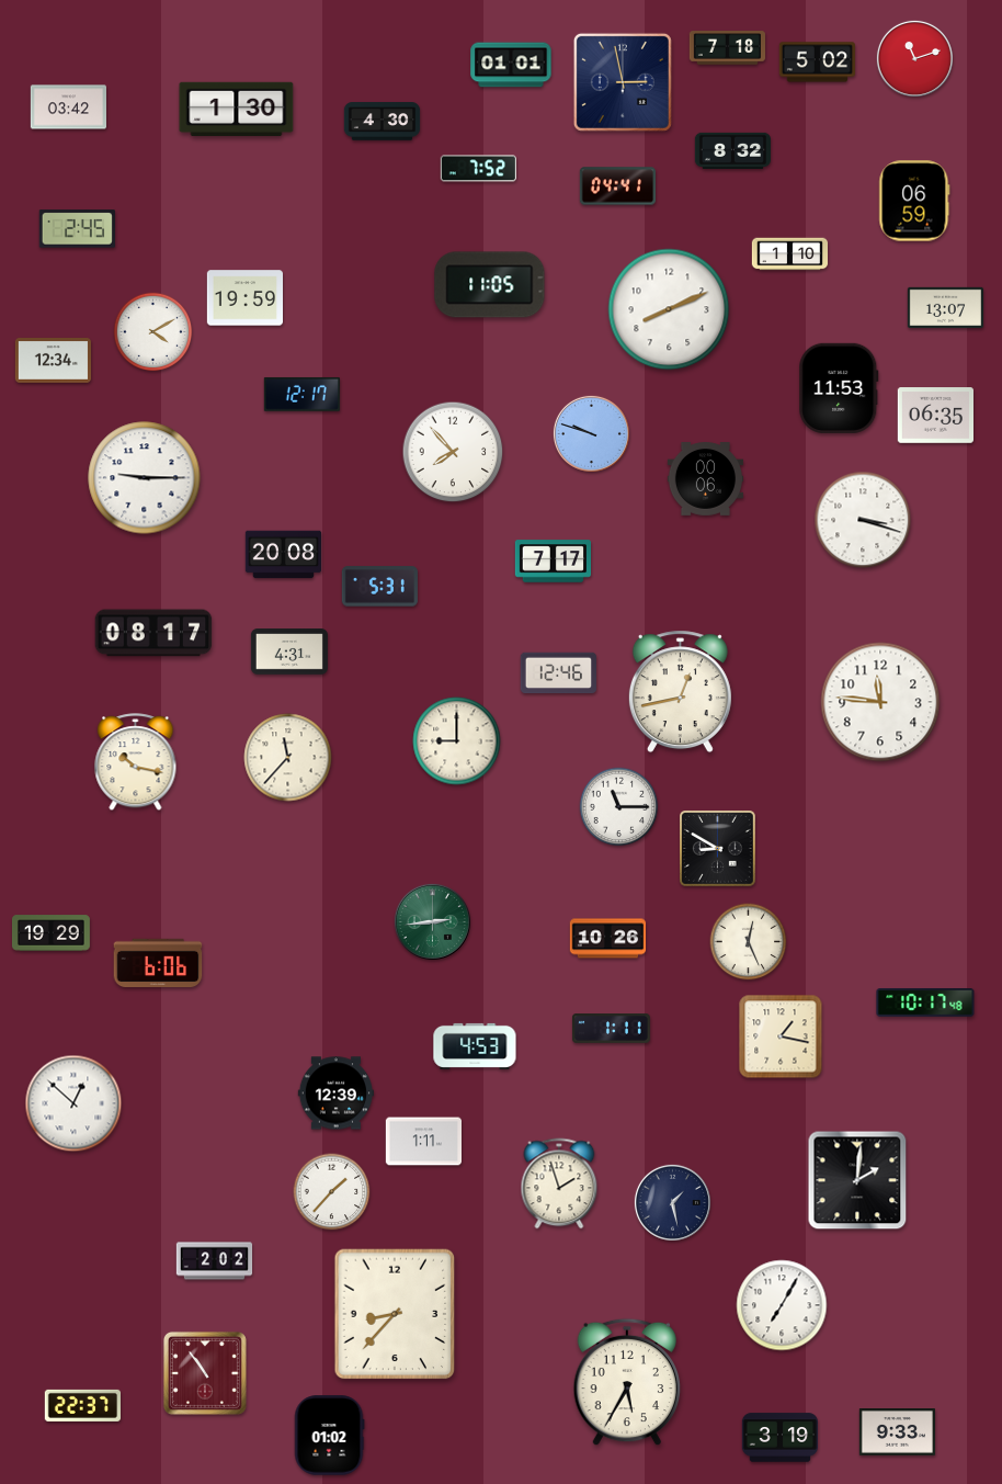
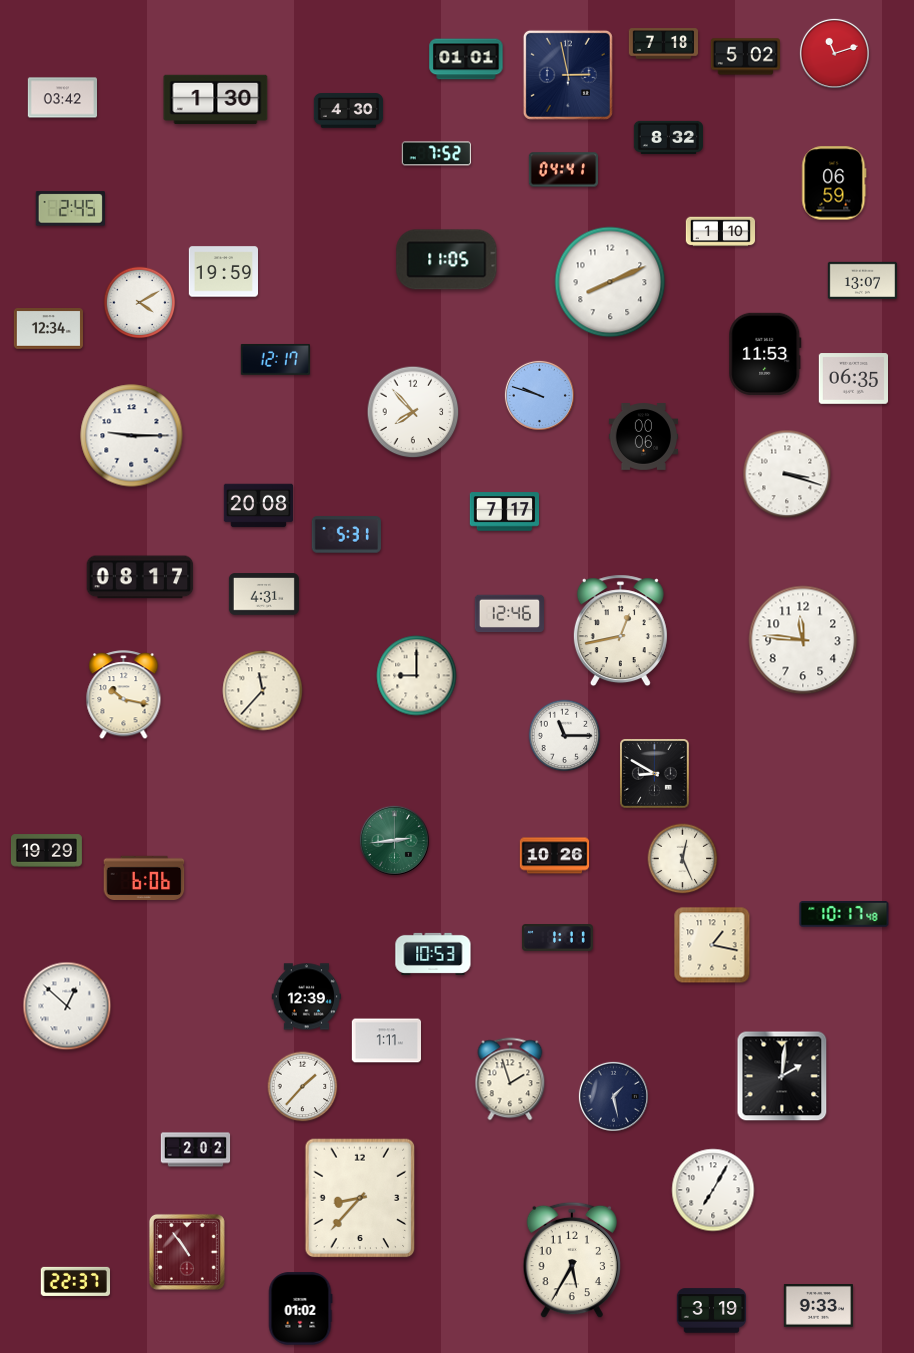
clock at (475, 1046): 4:53 -> 10:53
